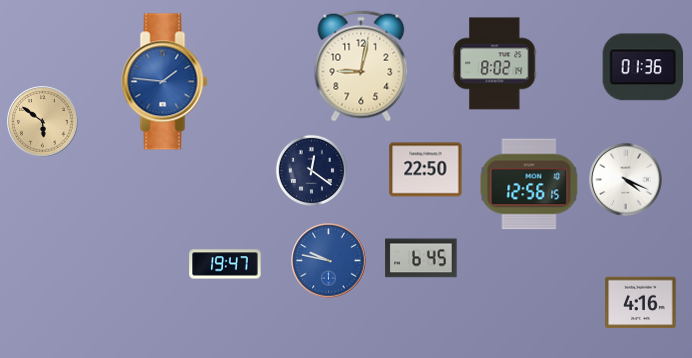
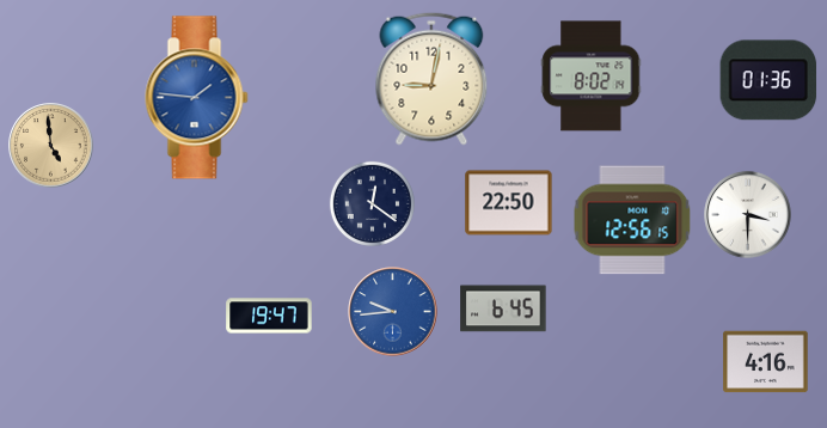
clock at (43, 122): 5:51 -> 4:59
clock at (626, 180): 4:19 -> 3:30
clock at (329, 261): 9:47 -> 9:44
